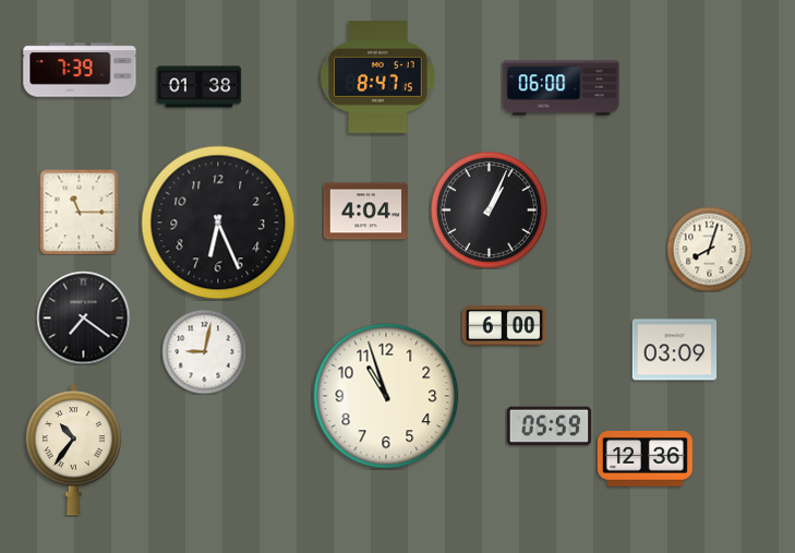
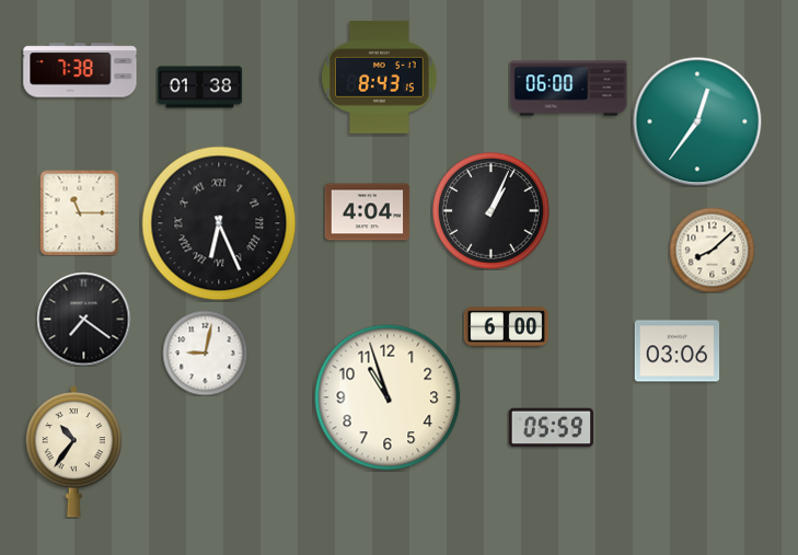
clock at (80, 70): 7:39 -> 7:38
clock at (378, 77): 8:47 -> 8:43
clock at (562, 88) position: (562, 88) -> (569, 89)
clock at (697, 122): none -> 12:36
clock at (218, 223) numerals: Arabic -> Roman
clock at (709, 249): 8:03 -> 8:08
clock at (674, 350): 03:09 -> 03:06
clock at (645, 459): 12:36 -> none
